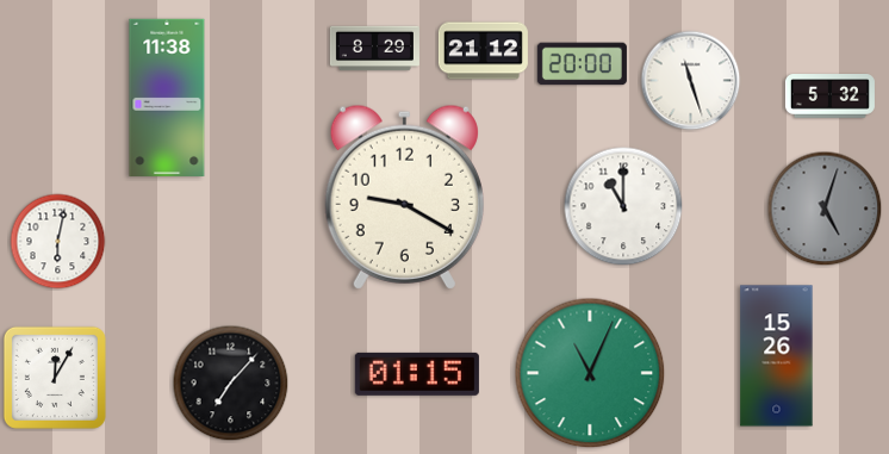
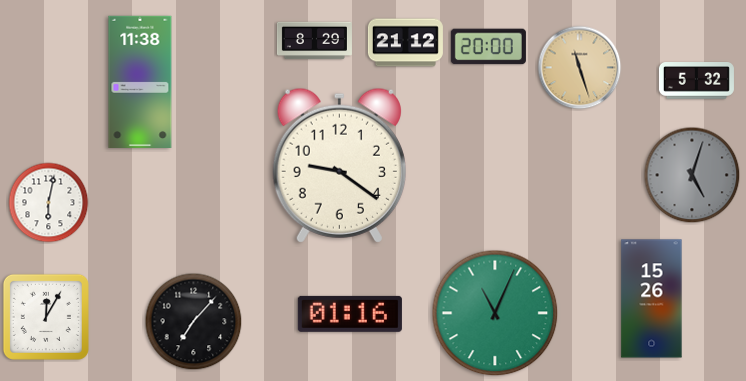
clock at (582, 64) position: (582, 64) -> (488, 47)
clock at (691, 81) dial: white -> champagne
clock at (404, 197): 9:20 -> 9:21
clock at (623, 206): 11:00 -> none
clock at (417, 374): 01:15 -> 01:16
